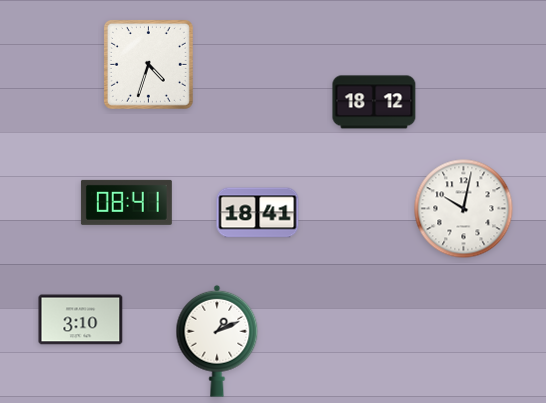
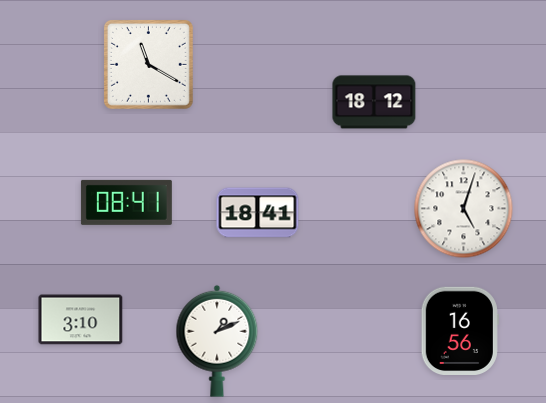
clock at (148, 64): 4:33 -> 11:20
clock at (464, 209): 10:02 -> 5:03
clock at (460, 330): none -> 16:56
